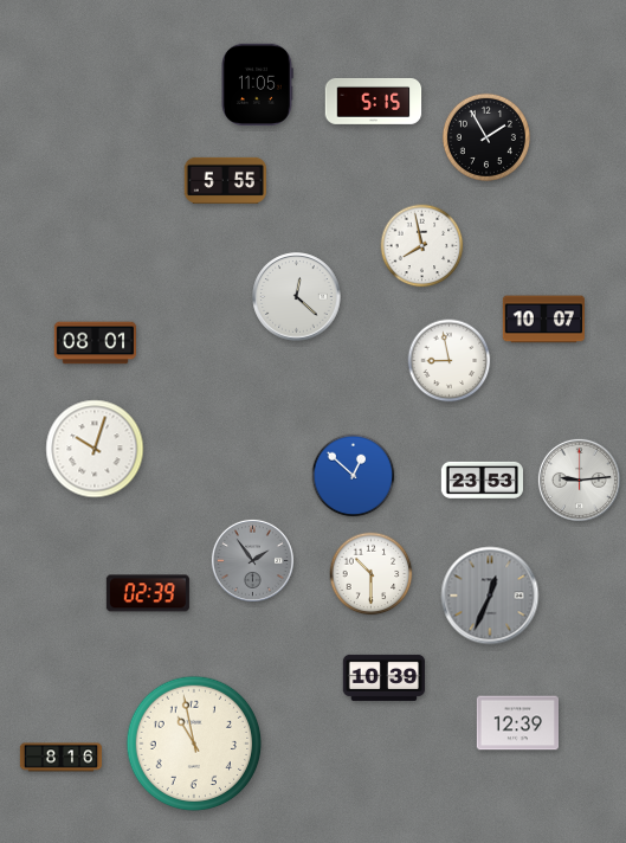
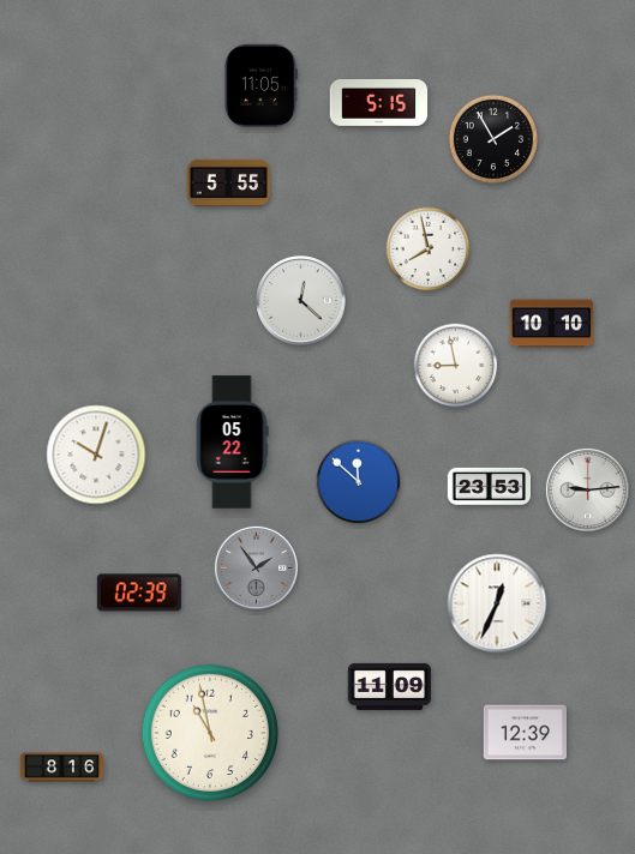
clock at (543, 320): 10:07 -> 10:10
clock at (96, 343): 08:01 -> none
clock at (232, 443): none -> 05:22
clock at (354, 476): 12:52 -> 11:52
clock at (579, 480) position: (579, 480) -> (587, 489)
clock at (372, 574): 10:30 -> none
clock at (148, 593) position: (148, 593) -> (139, 593)
clock at (490, 596) dial: grey -> white
clock at (383, 677): 10:39 -> 11:09
clock at (194, 744) position: (194, 744) -> (210, 733)
